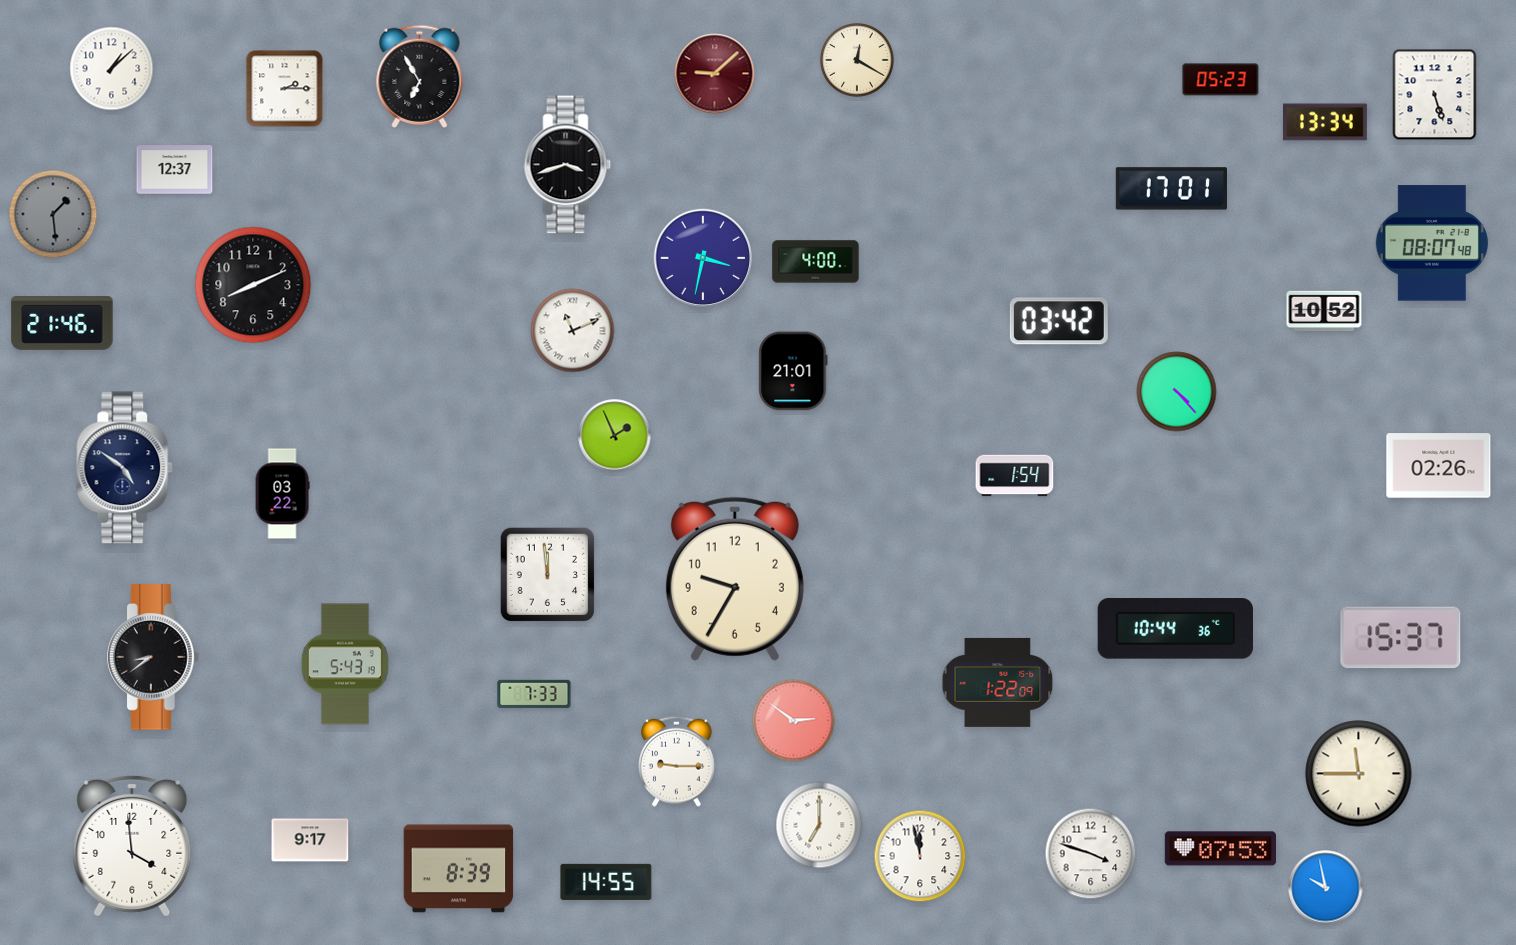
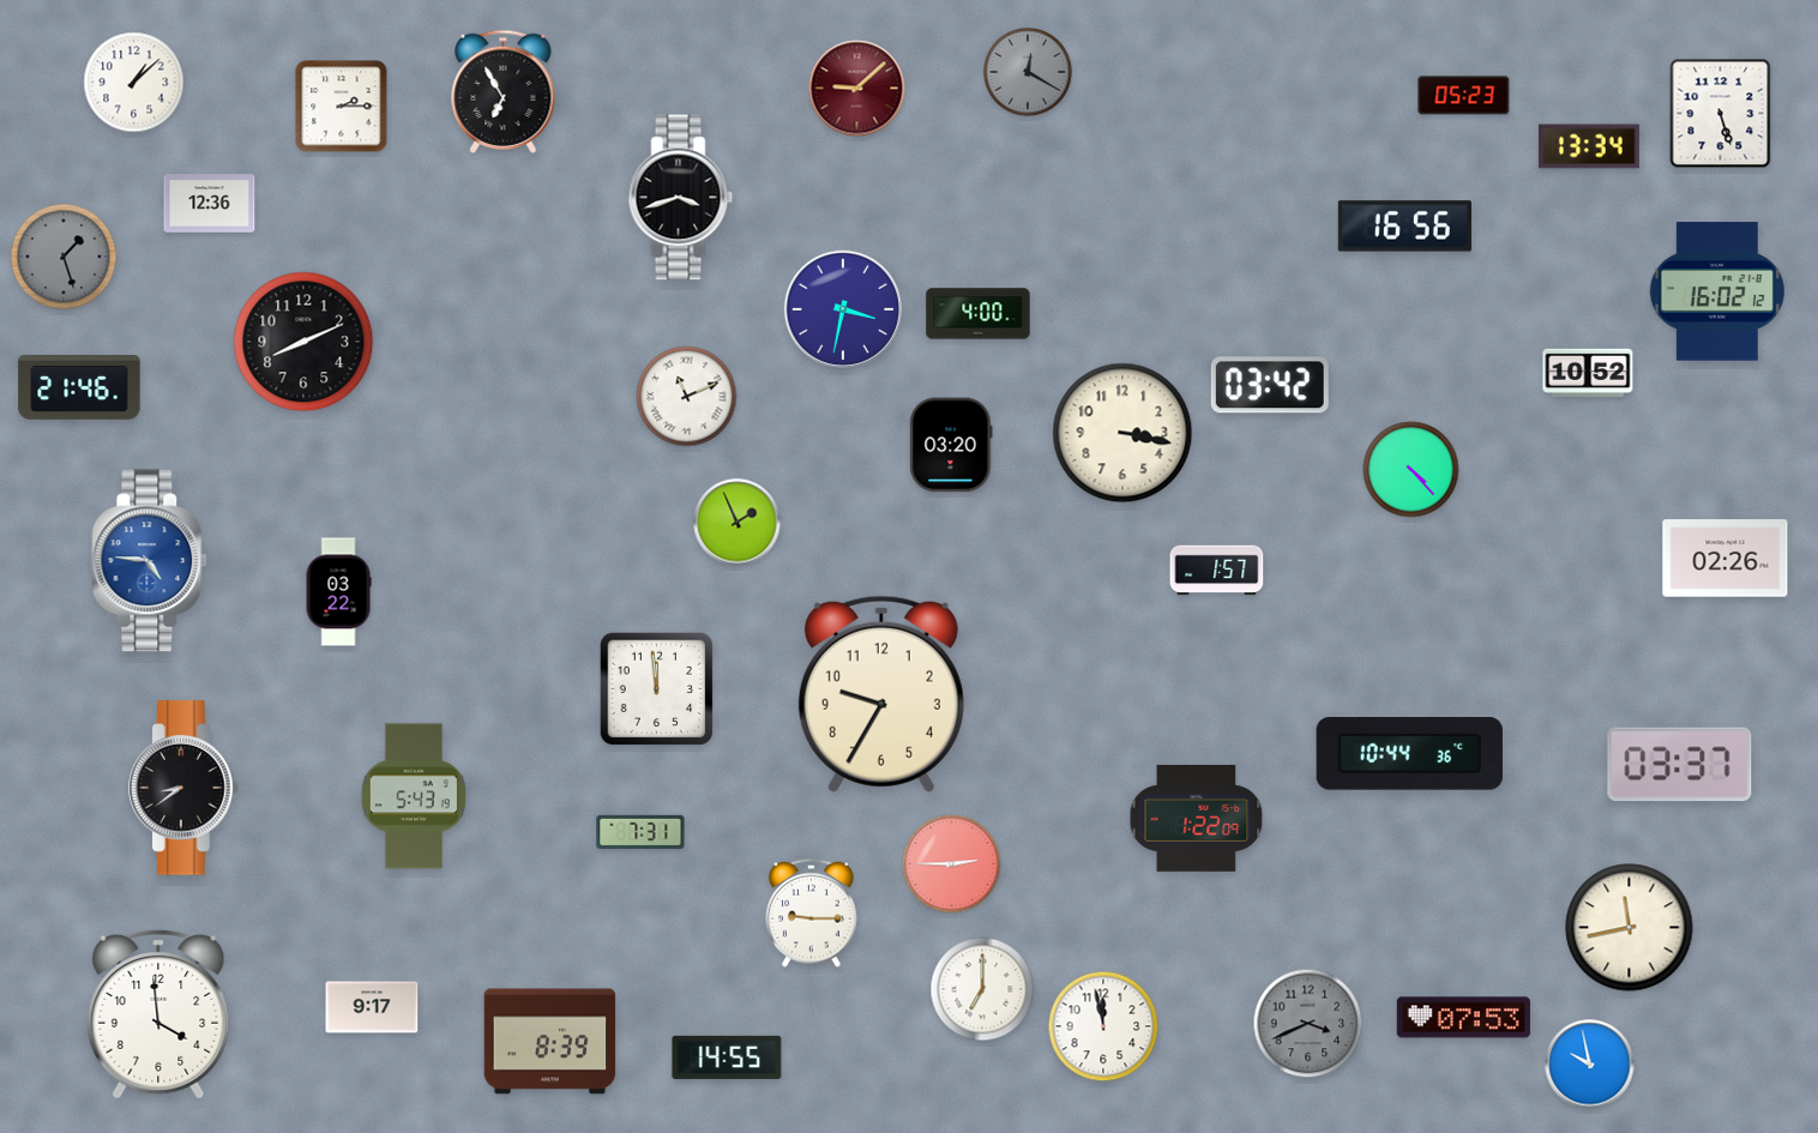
clock at (857, 60) dial: cream -> grey
clock at (175, 170): 12:37 -> 12:36
clock at (1171, 189): 17:01 -> 16:56
clock at (53, 214): 1:29 -> 1:27
clock at (1432, 243): 08:07 -> 16:02
clock at (62, 324) position: (62, 324) -> (79, 388)
clock at (1122, 433): none -> 3:17
clock at (793, 371): 21:01 -> 03:20
clock at (125, 468): 4:51 -> 4:46
clock at (125, 468) dial: navy -> blue
clock at (1015, 476): 1:54 -> 1:57
clock at (1401, 638): 15:37 -> 03:37
clock at (534, 693): 7:33 -> 7:31
clock at (794, 721): 2:51 -> 2:45
clock at (1359, 774): 11:45 -> 11:43
clock at (1091, 854): 3:48 -> 3:41
clock at (1091, 854) dial: white -> grey
